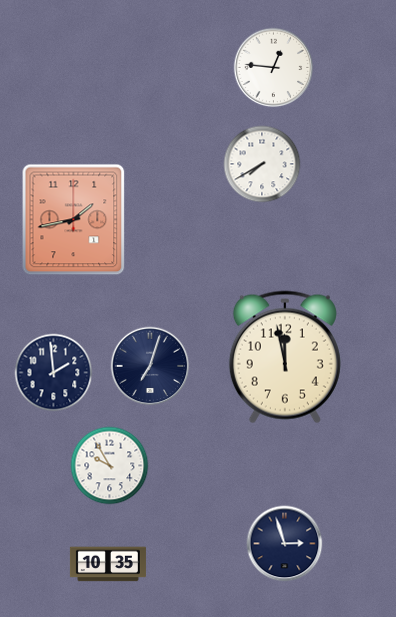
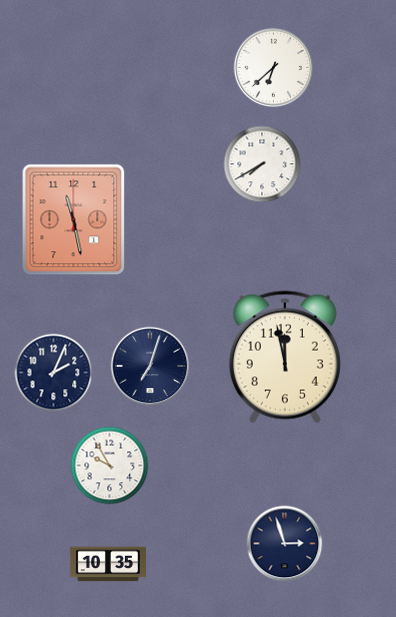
clock at (274, 68): 12:46 -> 6:38
clock at (74, 220): 1:43 -> 11:28
clock at (54, 373): 1:59 -> 2:04
